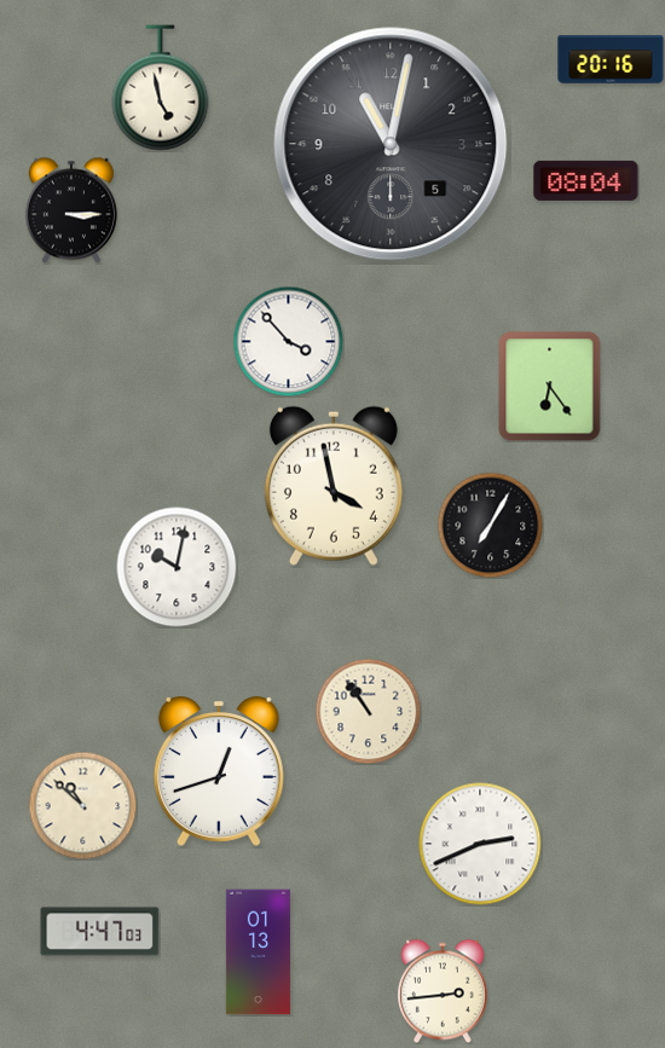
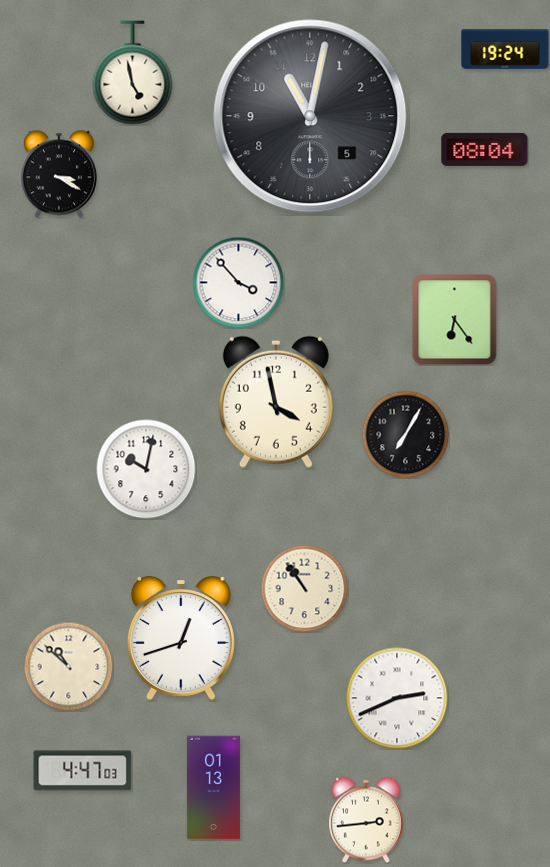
clock at (611, 59): 20:16 -> 19:24
clock at (391, 144) position: (391, 144) -> (310, 116)
clock at (71, 210): 3:15 -> 3:20
